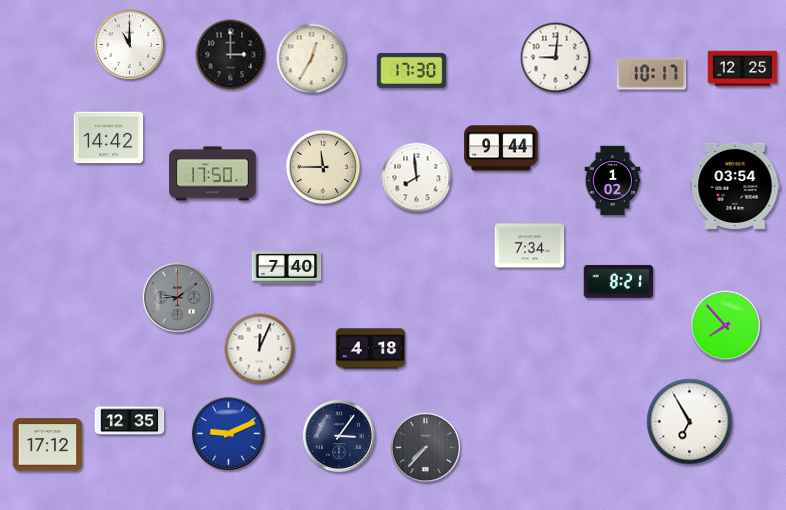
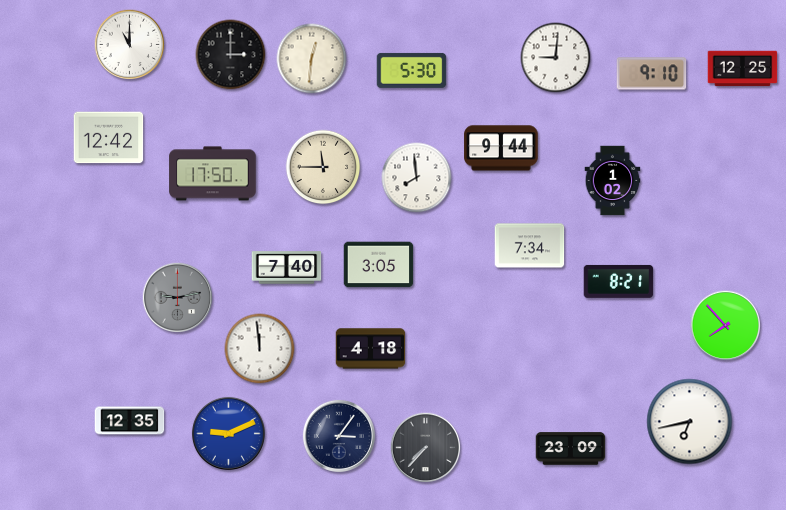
clock at (312, 59): 12:35 -> 12:31
clock at (412, 70): 17:30 -> 5:30
clock at (652, 74): 10:17 -> 9:10
clock at (109, 138): 14:42 -> 12:42
clock at (735, 186): 03:54 -> none
clock at (379, 265): none -> 3:05
clock at (178, 298): 9:09 -> 9:13
clock at (260, 349): 12:04 -> 11:59
clock at (690, 422): 6:55 -> 6:43
clock at (48, 445): 17:12 -> none
clock at (571, 449): none -> 23:09
